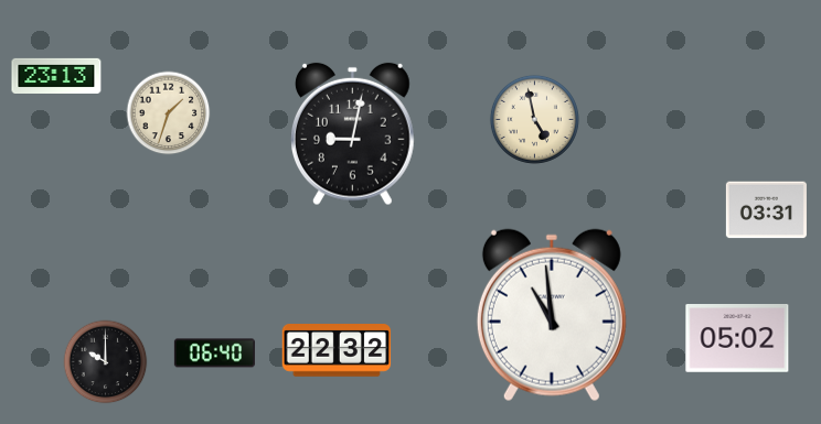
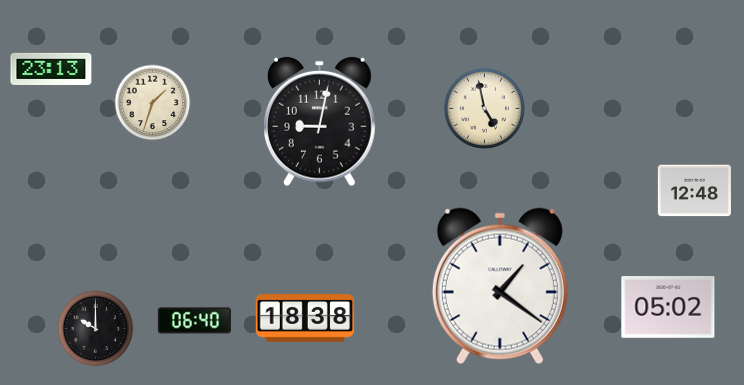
clock at (766, 210): 03:31 -> 12:48
clock at (552, 315): 10:59 -> 1:21
clock at (337, 351): 22:32 -> 18:38
